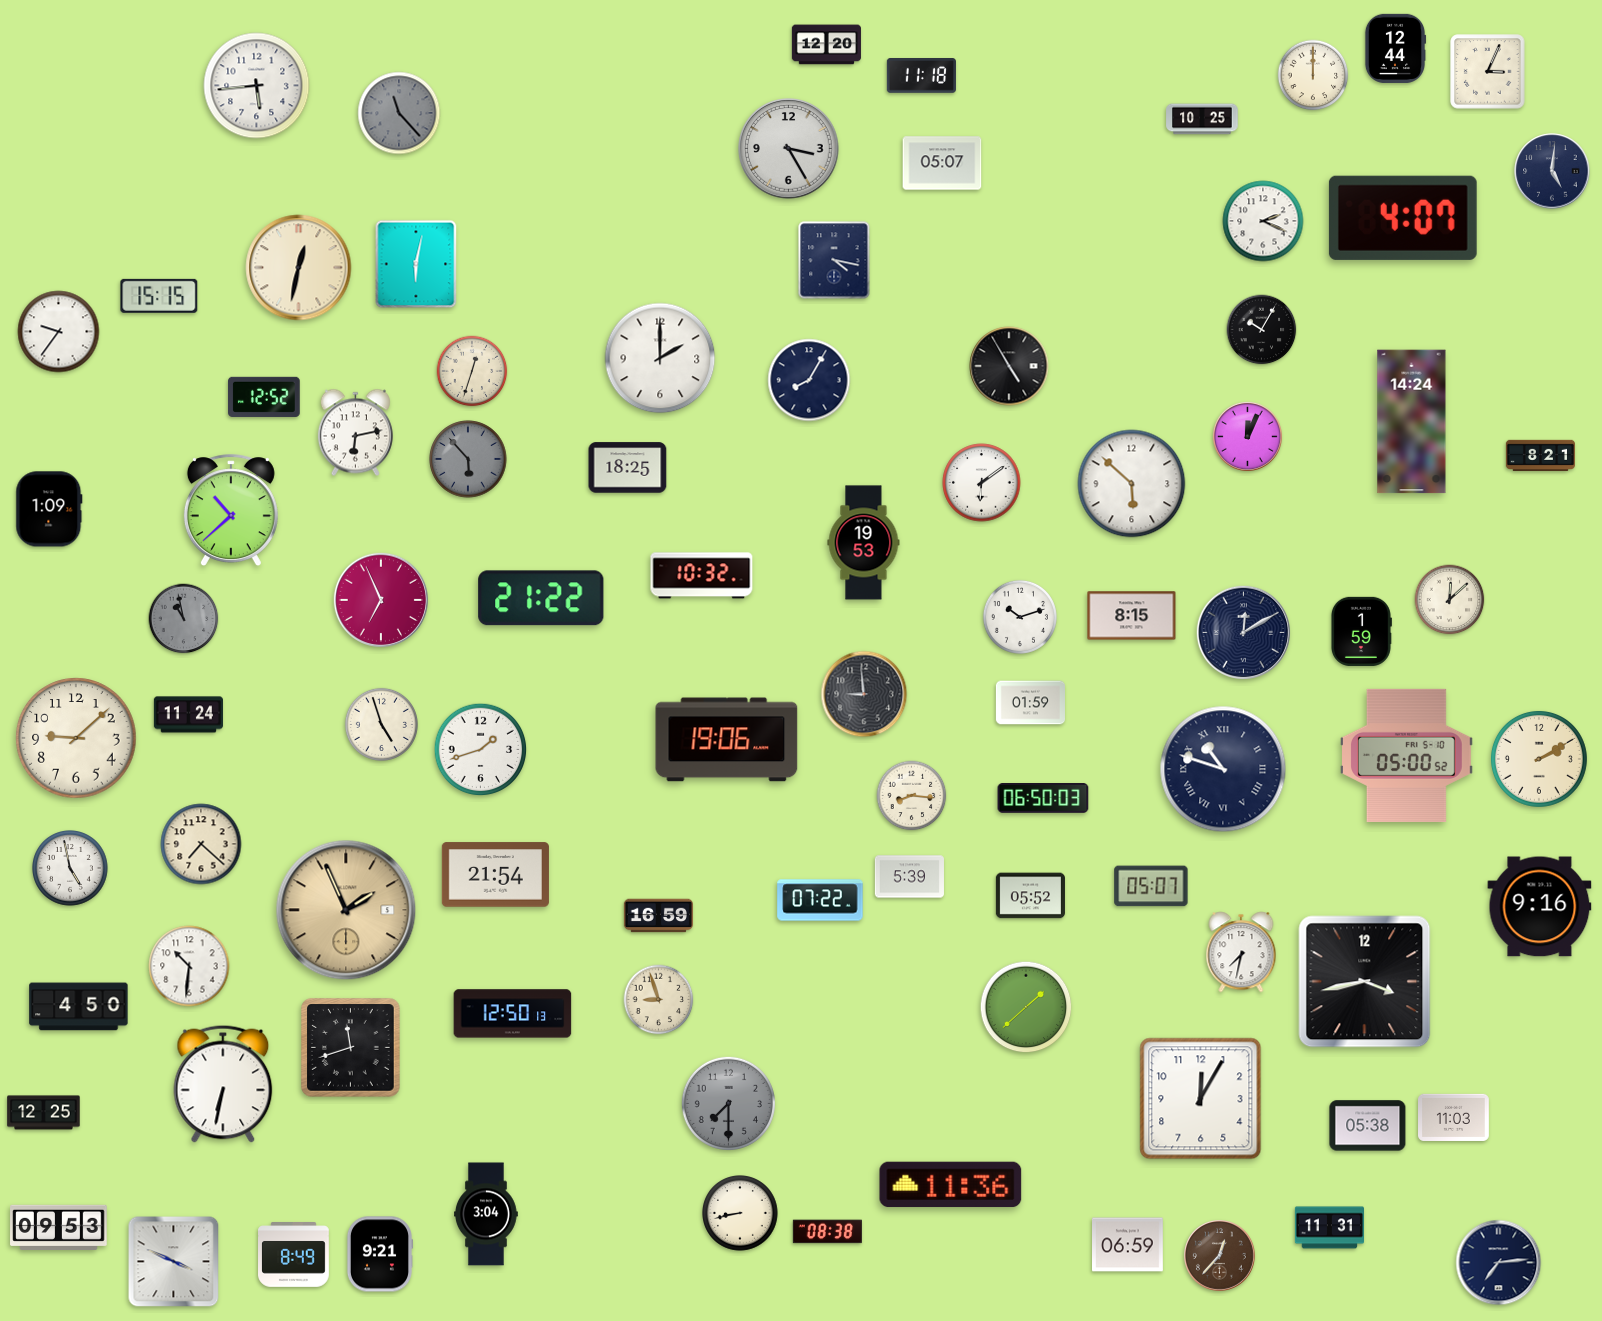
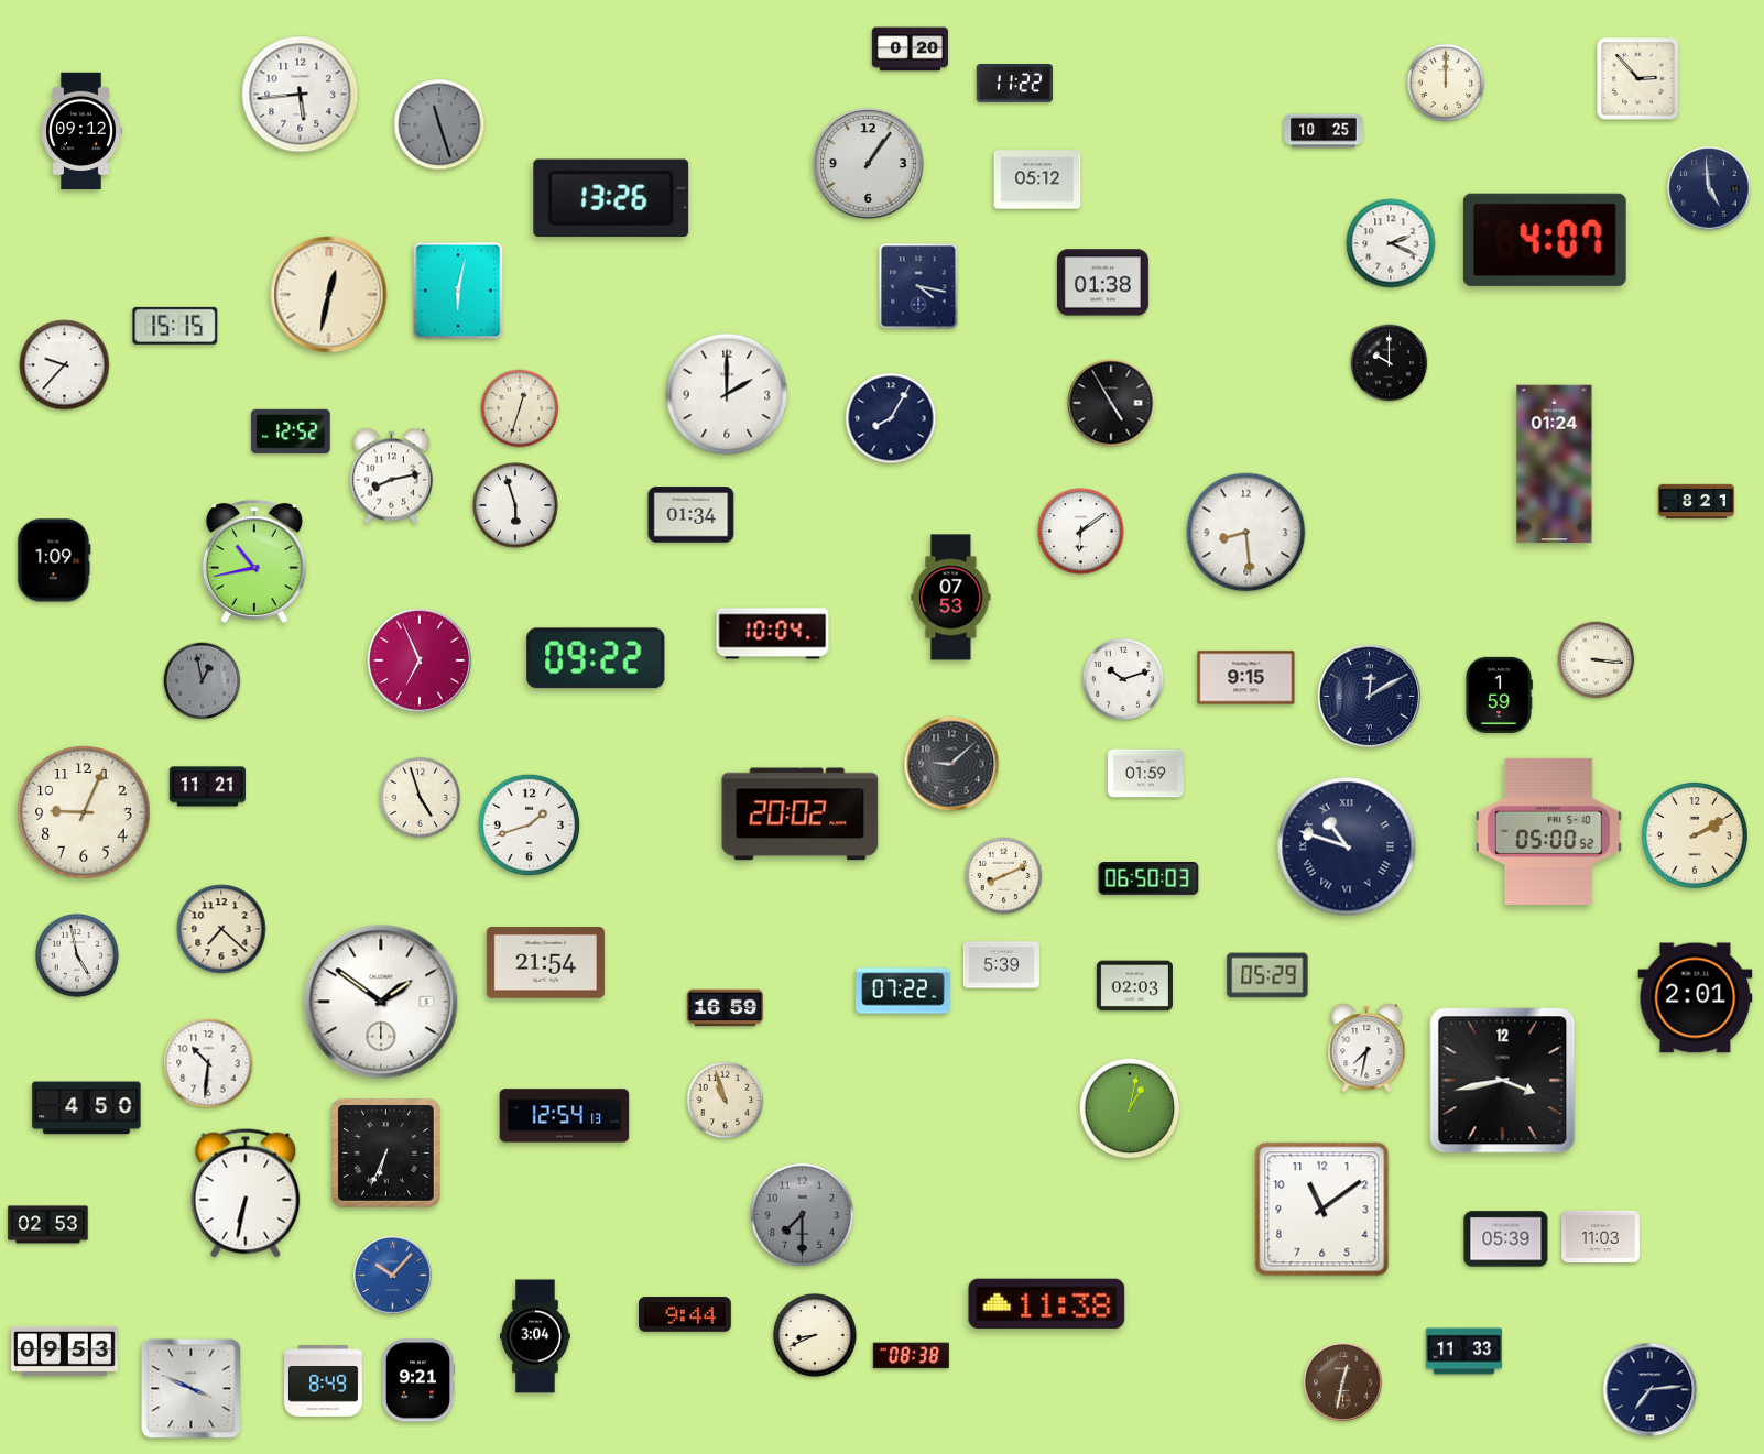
clock at (826, 45): 12:20 -> 0:20
clock at (1395, 48): 12:44 -> none
clock at (1488, 72): 3:04 -> 2:53
clock at (921, 76): 11:18 -> 11:22
clock at (257, 86) position: (257, 86) -> (301, 95)
clock at (399, 113): 11:23 -> 11:27
clock at (81, 131): none -> 09:12
clock at (789, 149): 3:25 -> 1:06
clock at (942, 163): 05:07 -> 05:12
clock at (1552, 171): 5:01 -> 4:59
clock at (611, 198): none -> 13:26
clock at (1102, 283): none -> 01:38
clock at (1262, 330): 10:05 -> 10:00
clock at (59, 332): 9:36 -> 9:37
clock at (264, 397) position: (264, 397) -> (291, 431)
clock at (1412, 422): 14:24 -> 01:24
clock at (355, 433): 6:13 -> 8:13
clock at (1247, 436): 12:04 -> none
clock at (468, 459): 5:53 -> 5:57
clock at (468, 459) dial: grey -> white
clock at (628, 468): 18:25 -> 01:34
clock at (1132, 484): 5:52 -> 8:29
clock at (231, 511): 10:38 -> 10:43
clock at (864, 543): 19:53 -> 07:53
clock at (702, 576): 10:32 -> 10:04
clock at (541, 598): 21:22 -> 09:22
clock at (1450, 600): 12:08 -> 3:16
clock at (1132, 616): 8:15 -> 9:15
clock at (184, 619): 10:58 -> 12:58
clock at (864, 694): 8:59 -> 9:08
clock at (1030, 703) position: (1030, 703) -> (1145, 774)
clock at (188, 715): 11:24 -> 11:21
clock at (76, 738): 9:08 -> 9:04
clock at (727, 740): 19:06 -> 20:02
clock at (912, 796): 8:16 -> 8:11
clock at (1151, 886): 05:07 -> 05:29
clock at (1030, 896): 05:52 -> 02:03
clock at (1540, 907): 9:16 -> 2:01
clock at (346, 910): 1:56 -> 1:51
clock at (346, 910) dial: champagne -> white
clock at (659, 1000): 8:57 -> 10:57
clock at (1026, 1007): 1:38 -> 1:02
clock at (513, 1014): 12:50 -> 12:54
clock at (351, 1048): 11:42 -> 6:34
clock at (1201, 1099): 12:05 -> 11:09
clock at (44, 1113): 12:25 -> 02:53
clock at (1454, 1117) position: (1454, 1117) -> (1601, 1236)
clock at (1368, 1126): 05:38 -> 05:39
clock at (393, 1276): none -> 10:07
clock at (951, 1185): 11:36 -> 11:38
clock at (686, 1314): none -> 9:44
clock at (741, 1214): 8:43 -> 8:41
clock at (1329, 1228): 11:31 -> 11:33
clock at (1128, 1245): 06:59 -> none
clock at (1220, 1256): 12:37 -> 12:32
